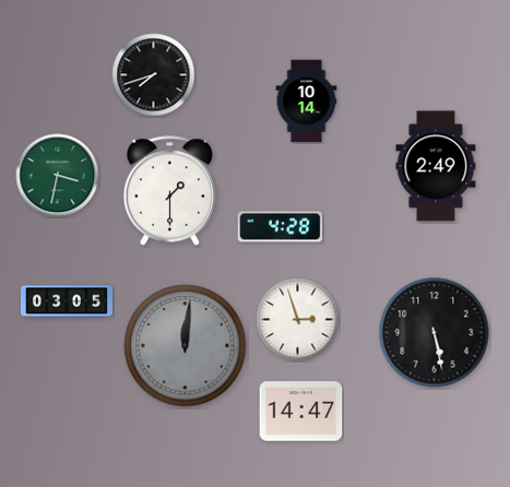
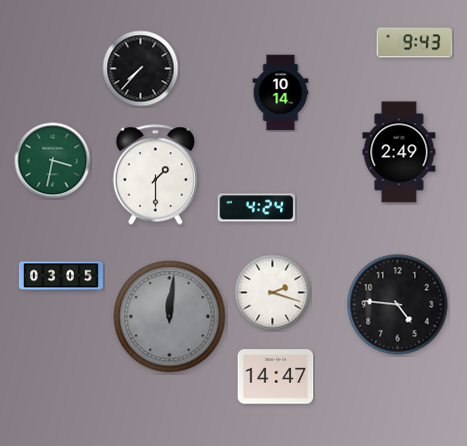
clock at (415, 43): none -> 9:43
clock at (154, 75): 7:42 -> 7:37
clock at (281, 227): 4:28 -> 4:24
clock at (298, 320): 2:57 -> 2:18
clock at (435, 333): 5:28 -> 4:46
